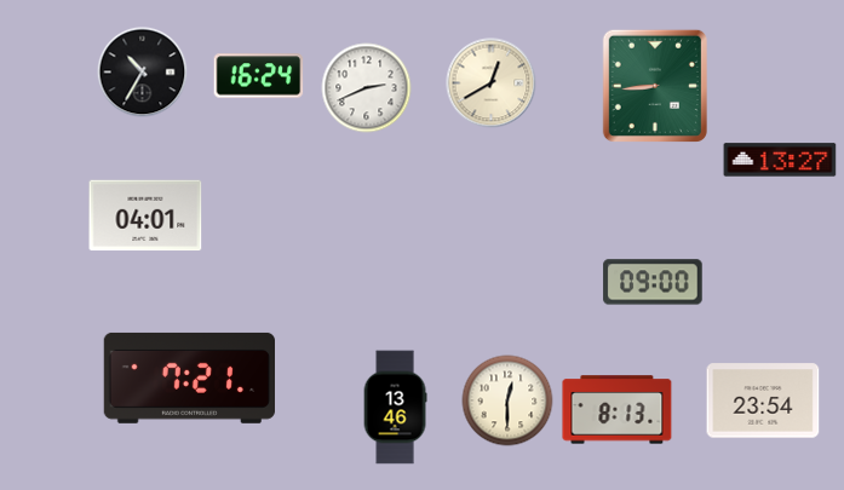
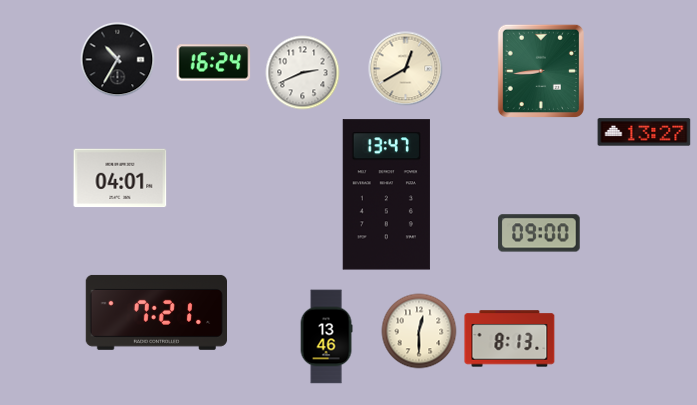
clock at (386, 195): none -> 13:47
clock at (763, 400): 23:54 -> none
